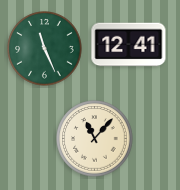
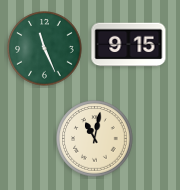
clock at (129, 45): 12:41 -> 9:15
clock at (95, 139): 11:07 -> 11:02
